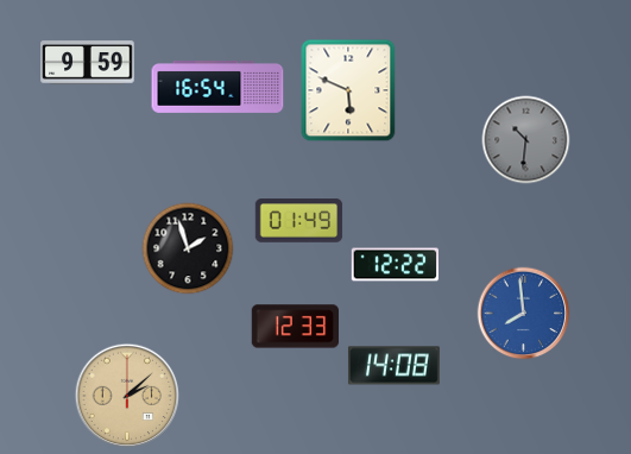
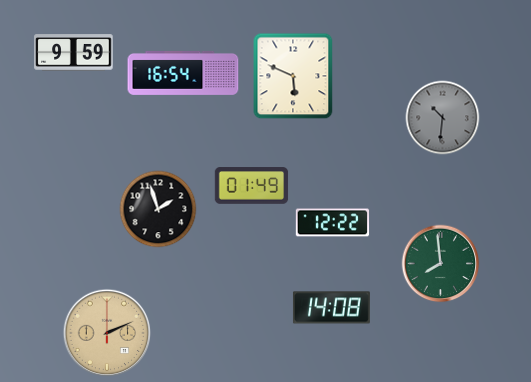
clock at (524, 314) dial: blue -> green
clock at (295, 327): 12:33 -> none
clock at (127, 396): 2:08 -> 2:11
